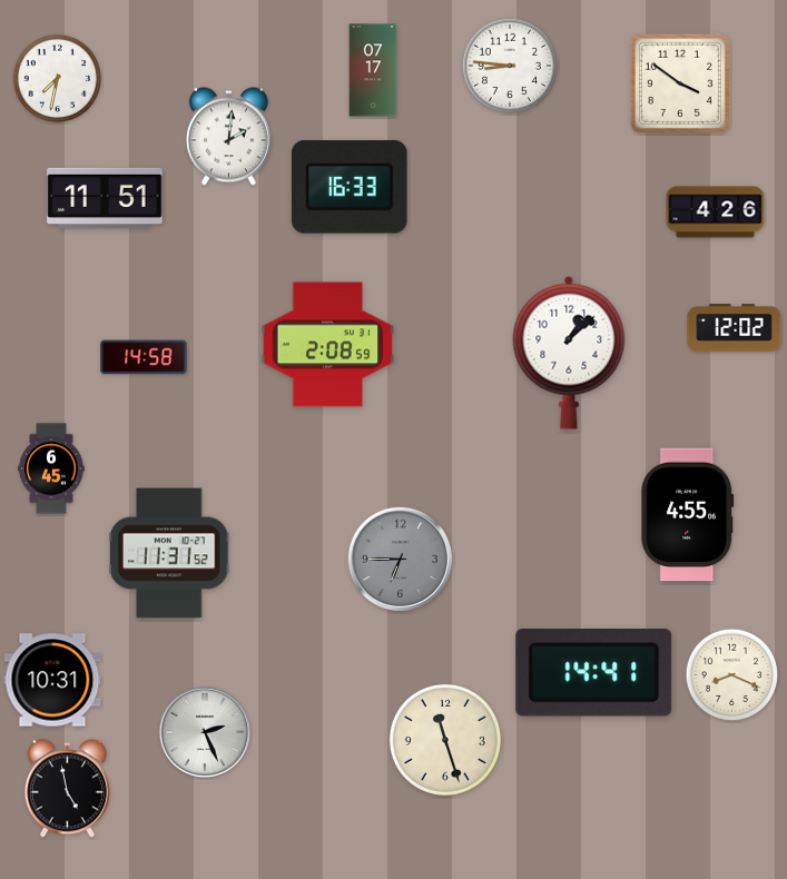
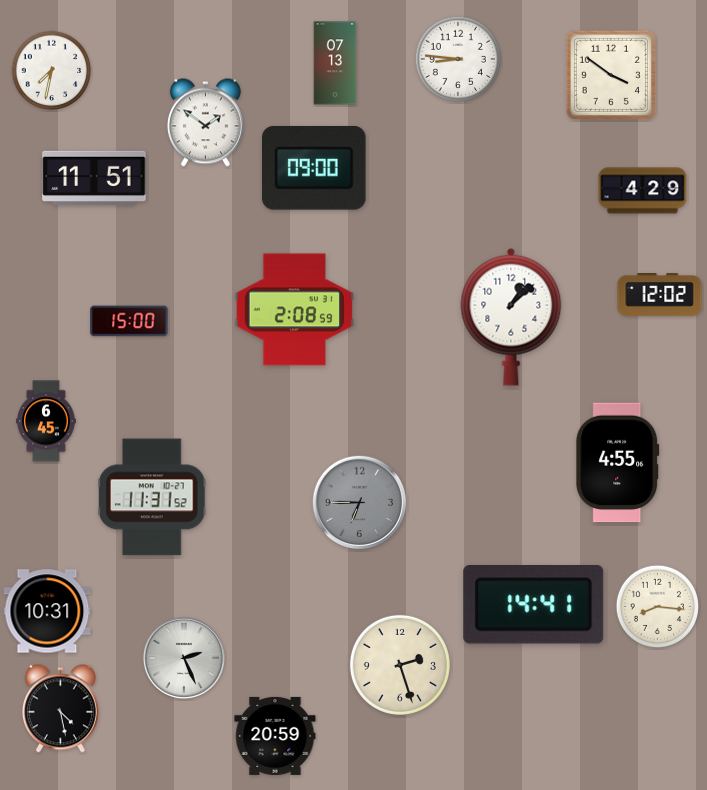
clock at (373, 70): 07:17 -> 07:13
clock at (228, 137): 2:01 -> 1:51
clock at (350, 187): 16:33 -> 09:00
clock at (716, 213): 4:26 -> 4:29
clock at (144, 357): 14:58 -> 15:00
clock at (731, 674): 8:19 -> 8:16
clock at (445, 740): 11:27 -> 2:27
clock at (67, 789): 4:58 -> 4:28
clock at (275, 736): none -> 20:59
